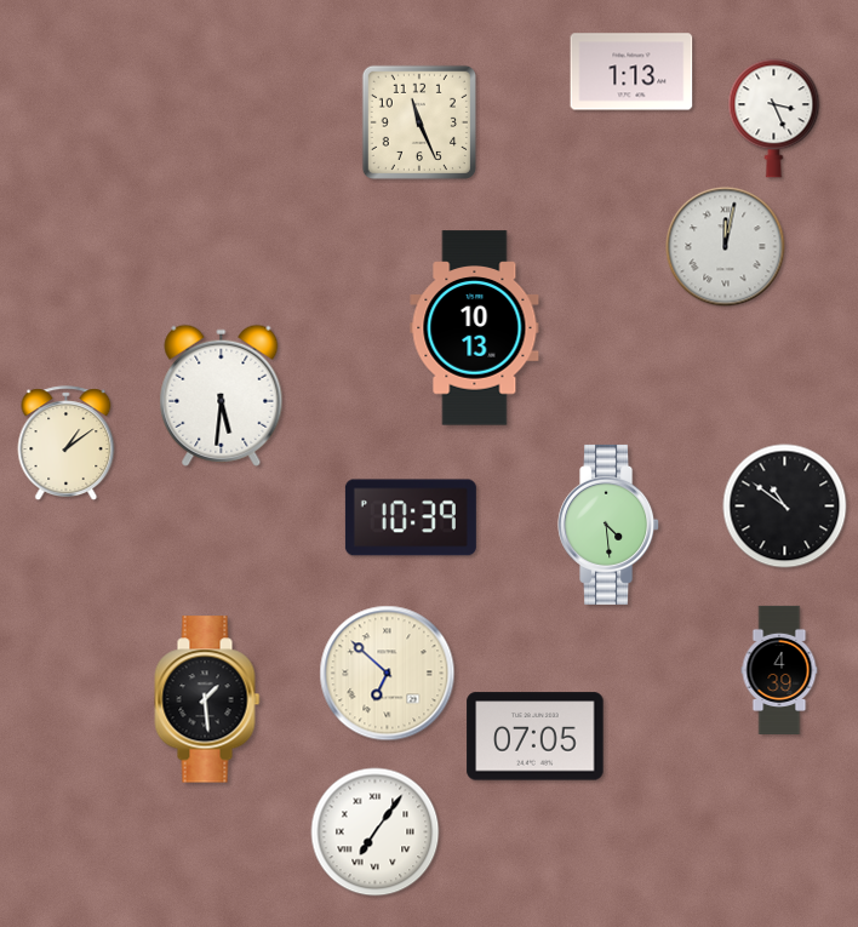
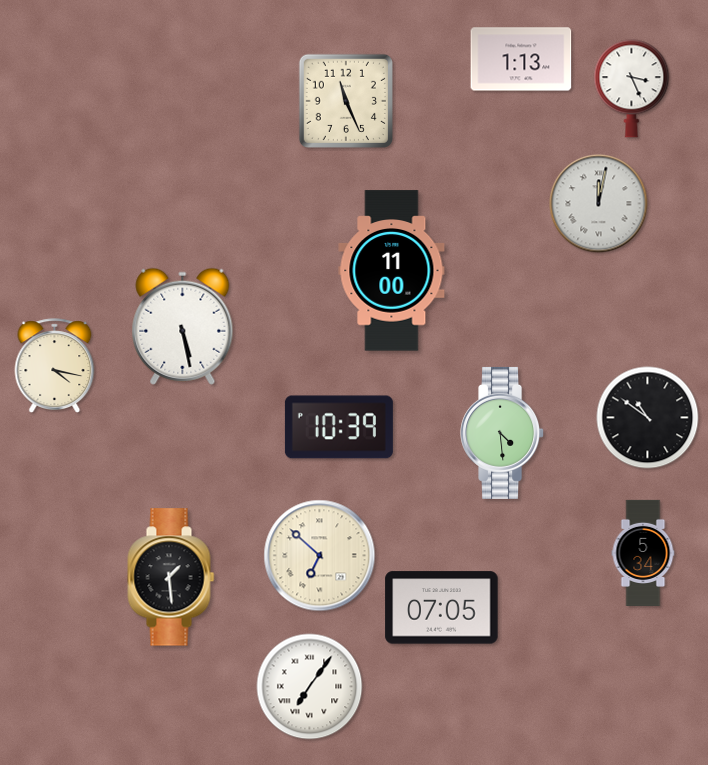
clock at (774, 119) position: (774, 119) -> (632, 89)
clock at (475, 328): 10:13 -> 11:00
clock at (222, 395): 5:31 -> 5:28
clock at (67, 444): 1:09 -> 4:17
clock at (779, 670): 4:39 -> 5:34
